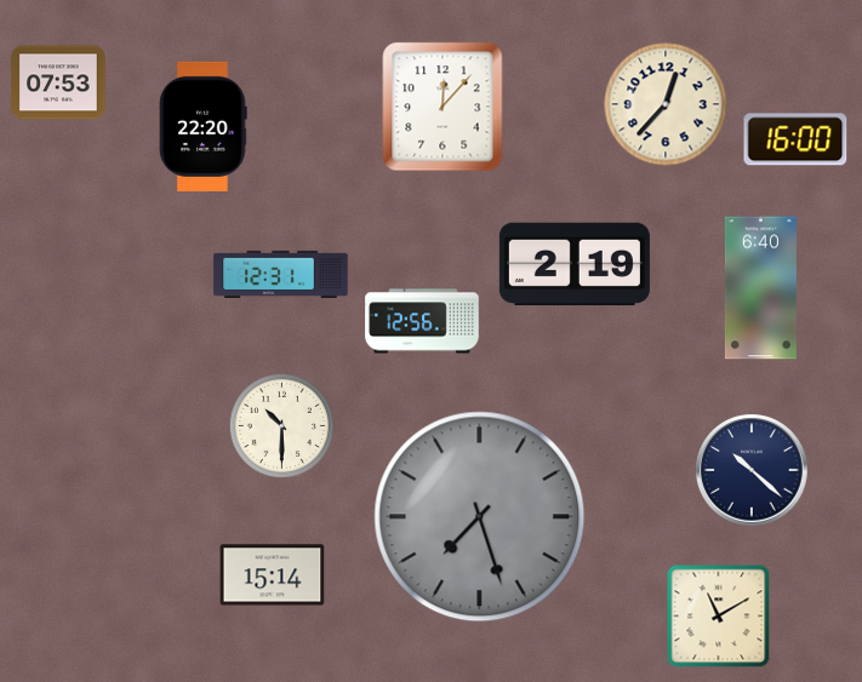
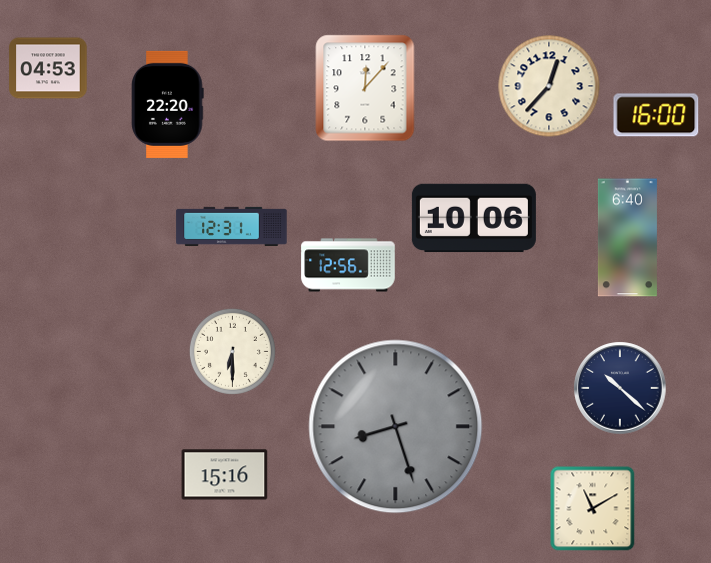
clock at (58, 82): 07:53 -> 04:53
clock at (575, 264): 2:19 -> 10:06
clock at (281, 425): 10:30 -> 6:30
clock at (480, 517): 7:27 -> 8:27
clock at (273, 575): 15:14 -> 15:16
